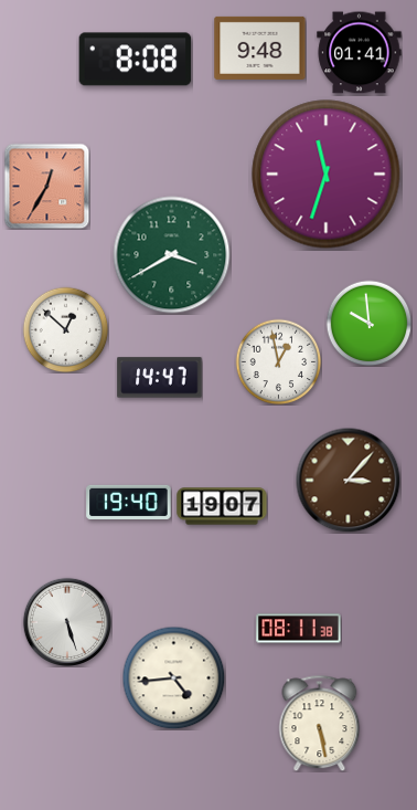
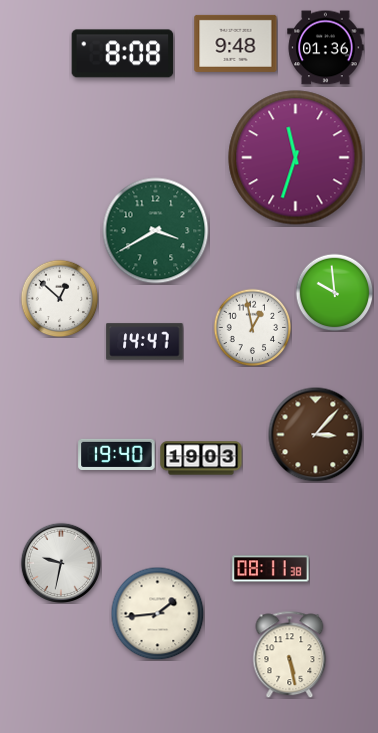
clock at (360, 53): 01:41 -> 01:36
clock at (46, 186): 12:35 -> none
clock at (222, 506): 19:07 -> 19:03
clock at (66, 621): 5:27 -> 9:32
clock at (173, 677): 4:44 -> 1:44
